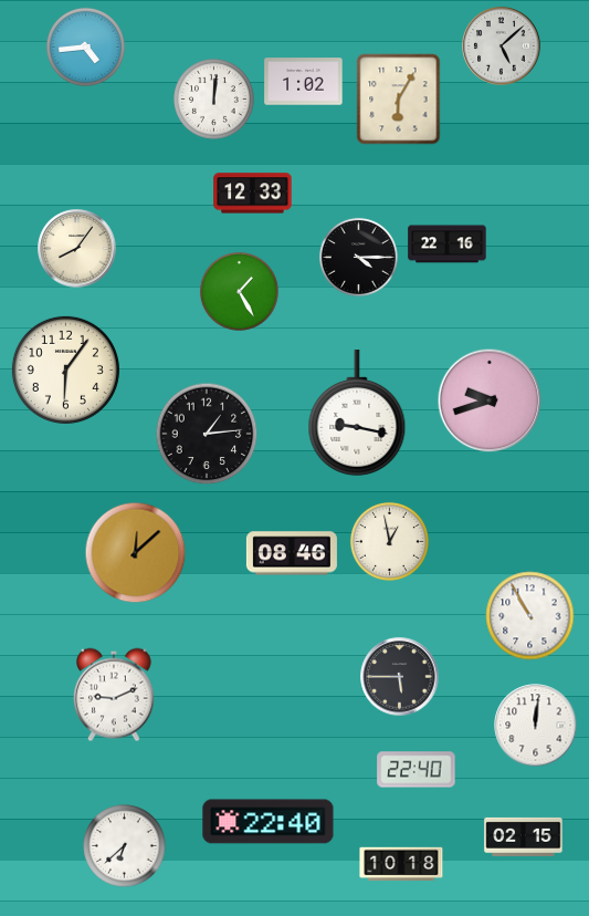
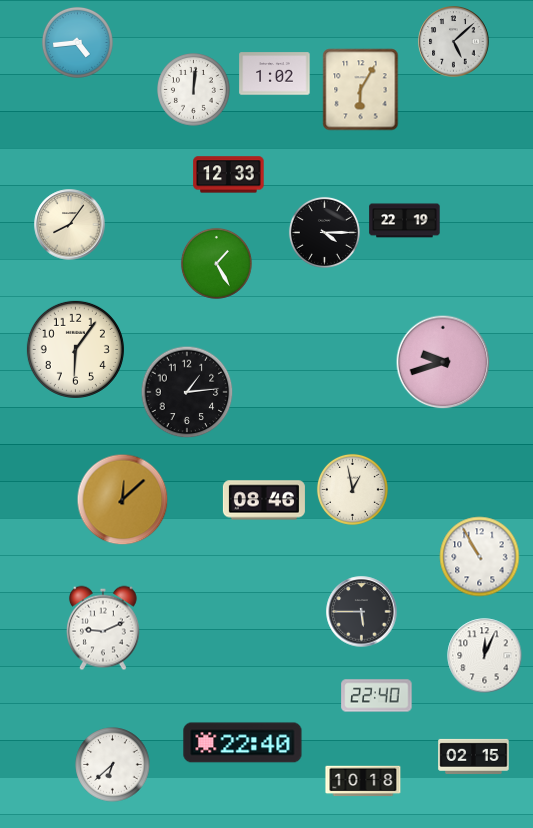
clock at (448, 244): 22:16 -> 22:19
clock at (65, 369) position: (65, 369) -> (75, 349)
clock at (357, 414): 9:17 -> none
clock at (536, 726): 12:01 -> 12:04
